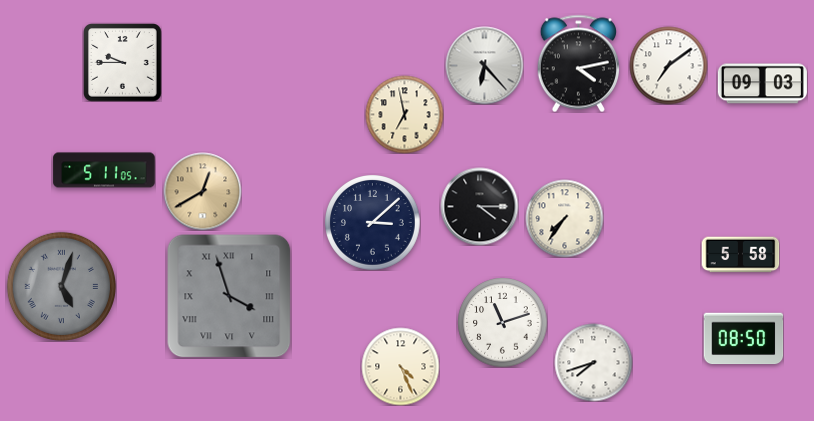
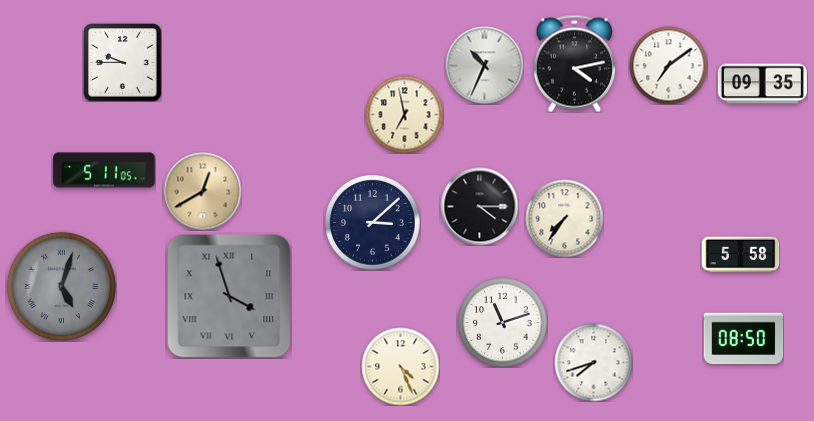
clock at (578, 63) position: (578, 63) -> (574, 63)
clock at (484, 65): 6:23 -> 10:34
clock at (762, 84): 09:03 -> 09:35
